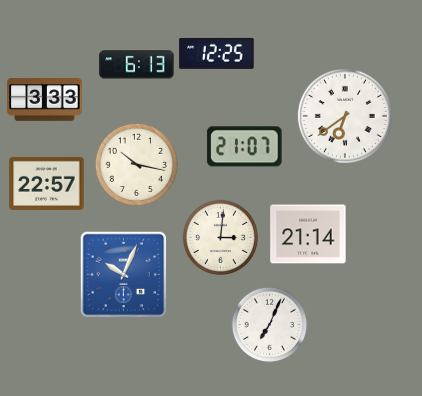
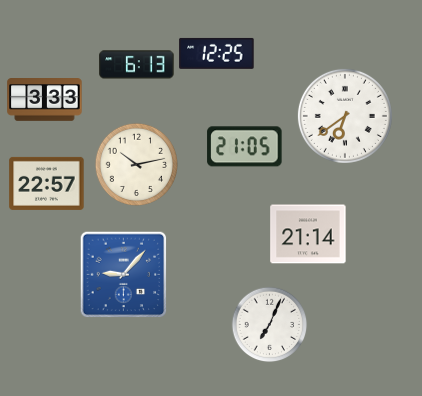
clock at (245, 147): 21:07 -> 21:05
clock at (136, 164): 10:17 -> 10:13
clock at (221, 238): 3:01 -> none
clock at (124, 275): 10:04 -> 9:07
